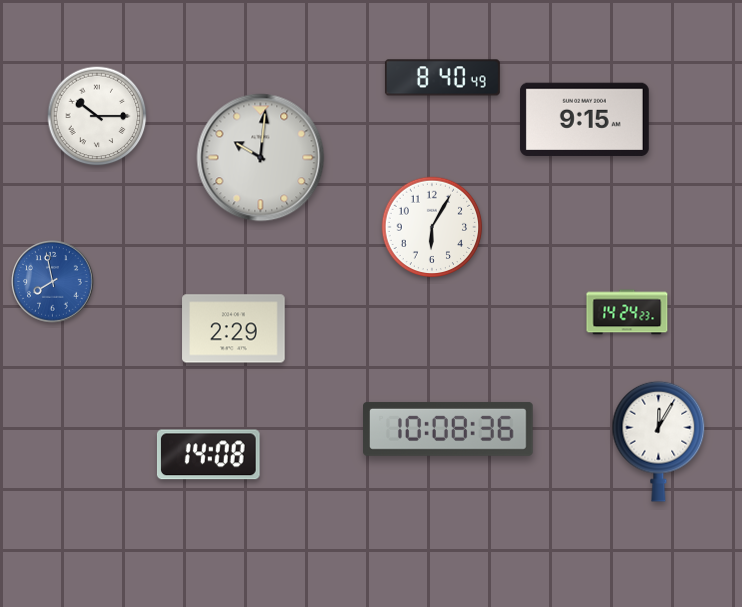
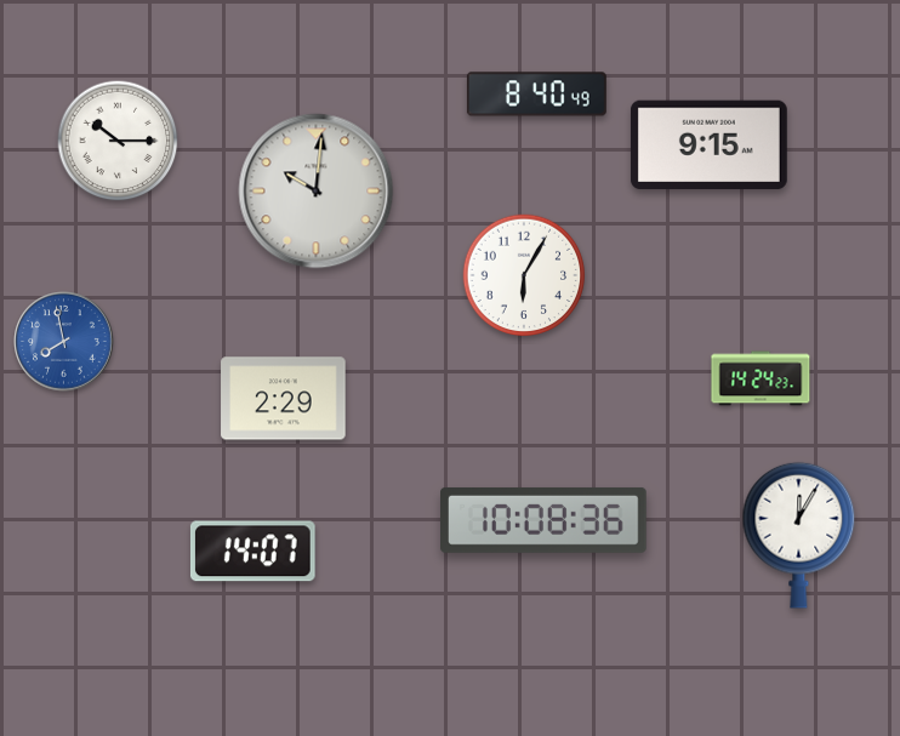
clock at (208, 455): 14:08 -> 14:07
